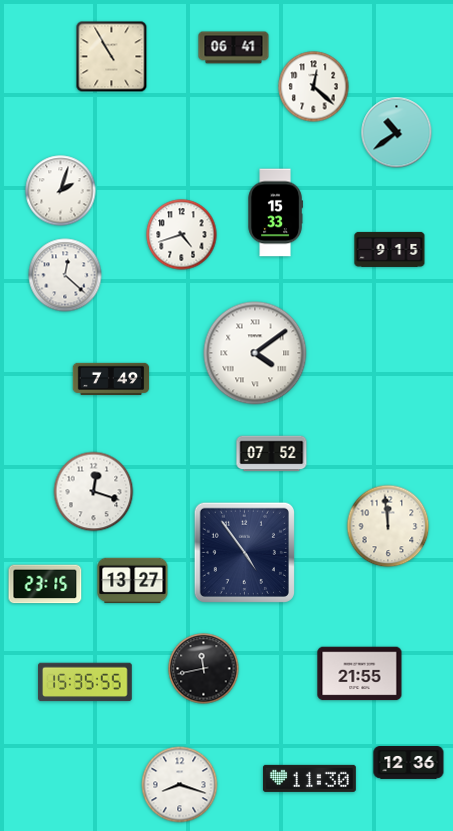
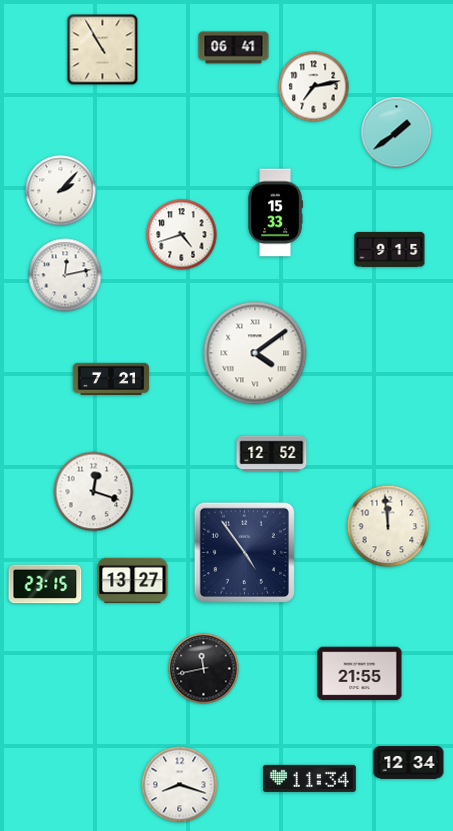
clock at (112, 57) position: (112, 57) -> (103, 50)
clock at (314, 87): 12:22 -> 7:13
clock at (397, 133): 10:39 -> 1:39
clock at (61, 191): 2:03 -> 2:07
clock at (65, 275): 12:22 -> 12:13
clock at (111, 378): 7:49 -> 7:21
clock at (272, 454): 07:52 -> 12:52
clock at (85, 682): 15:35 -> none
clock at (409, 763): 12:36 -> 12:34
clock at (309, 778): 11:30 -> 11:34
